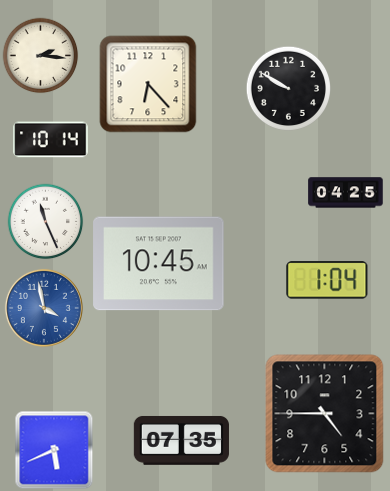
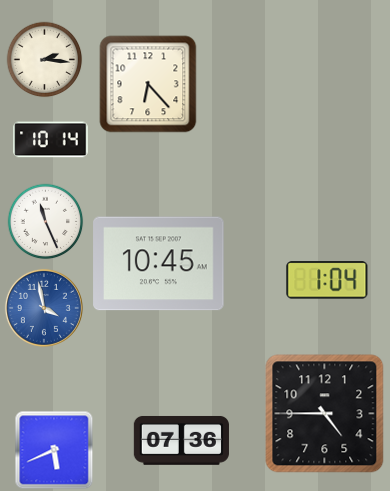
clock at (41, 56) position: (41, 56) -> (45, 60)
clock at (288, 88): 9:50 -> none
clock at (346, 193): 04:25 -> none
clock at (181, 440): 07:35 -> 07:36
